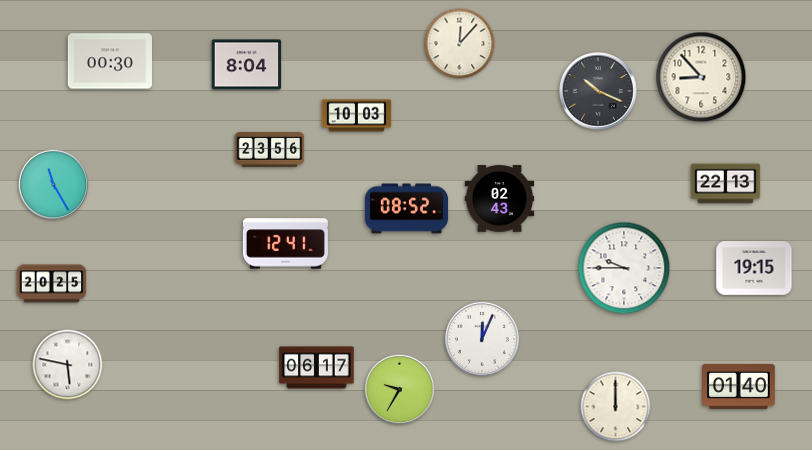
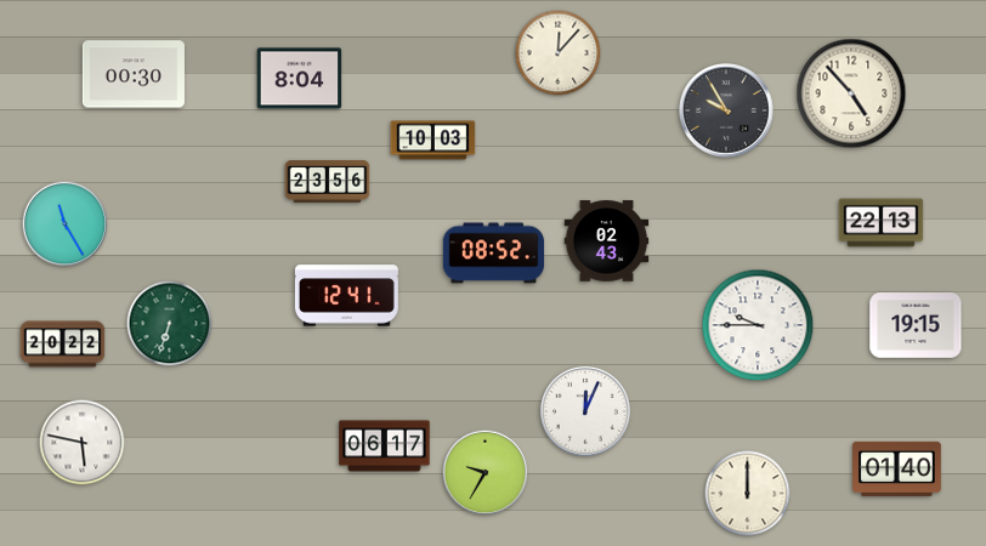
clock at (701, 77): 8:53 -> 4:53
clock at (598, 91): 10:19 -> 9:55
clock at (170, 324): none -> 6:33
clock at (52, 284): 20:25 -> 20:22
